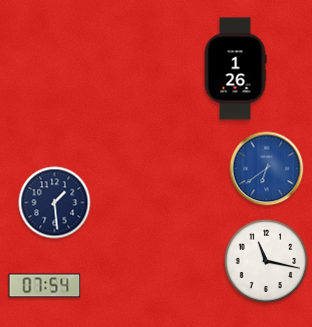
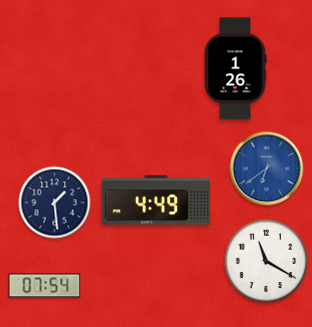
clock at (156, 200): none -> 4:49
clock at (266, 261): 11:17 -> 11:20
